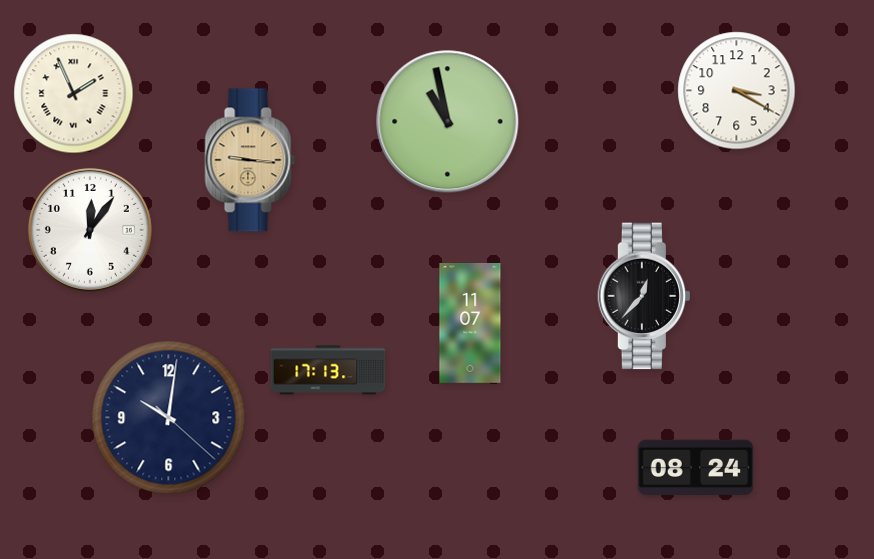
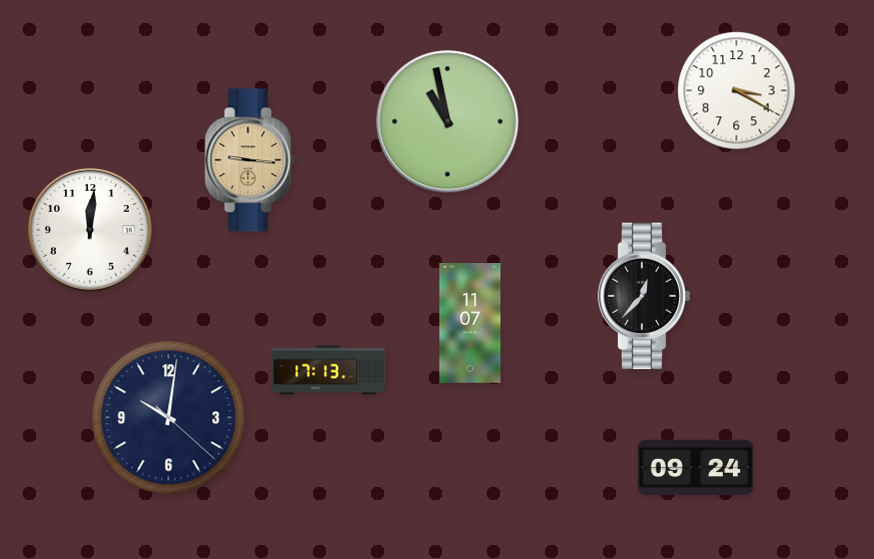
clock at (74, 94): 1:56 -> none
clock at (90, 230): 12:06 -> 12:01
clock at (696, 468): 08:24 -> 09:24
